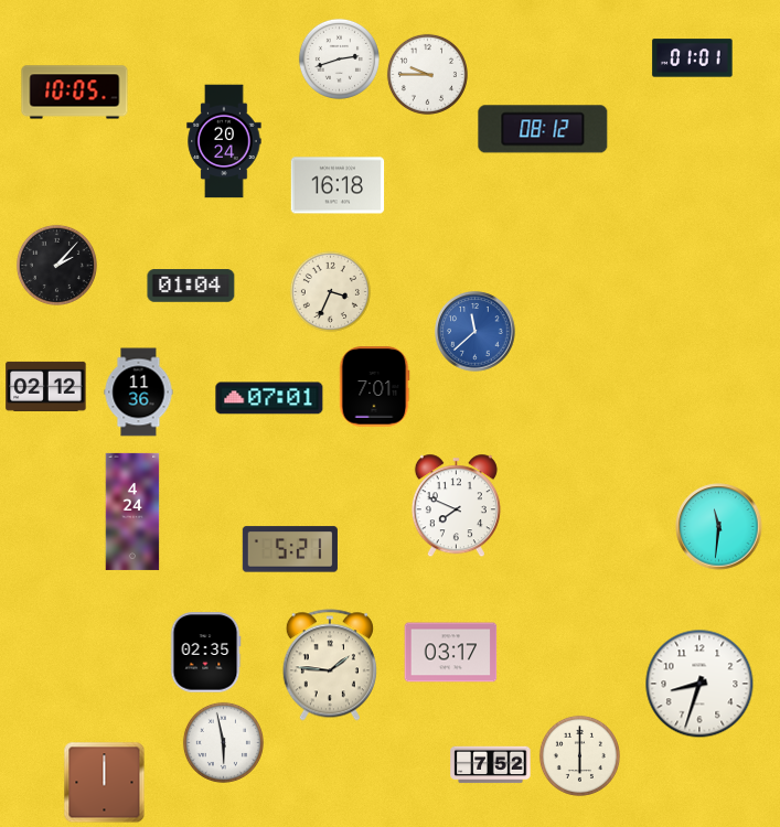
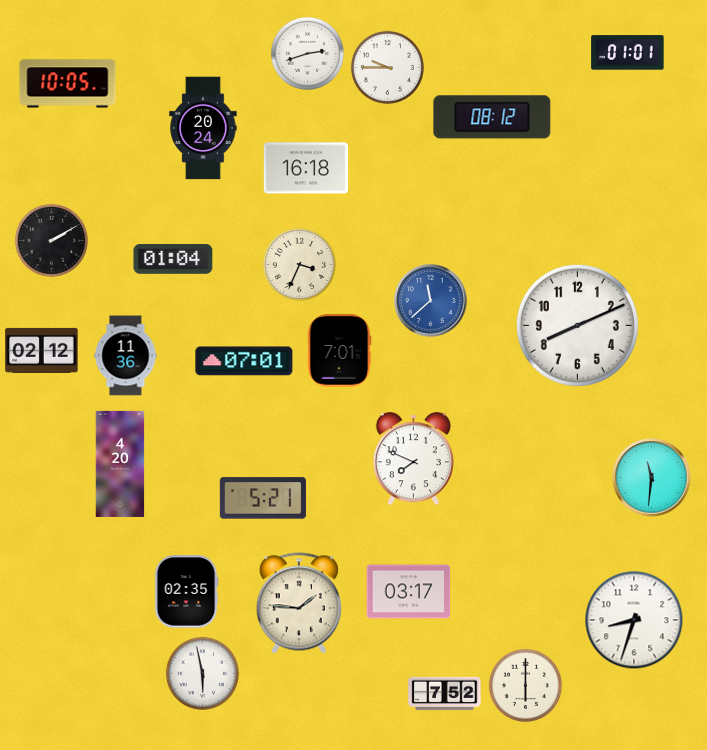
clock at (56, 265): 2:07 -> 2:10
clock at (577, 325): none -> 8:11
clock at (132, 512): 4:24 -> 4:20
clock at (105, 783): 12:00 -> none
